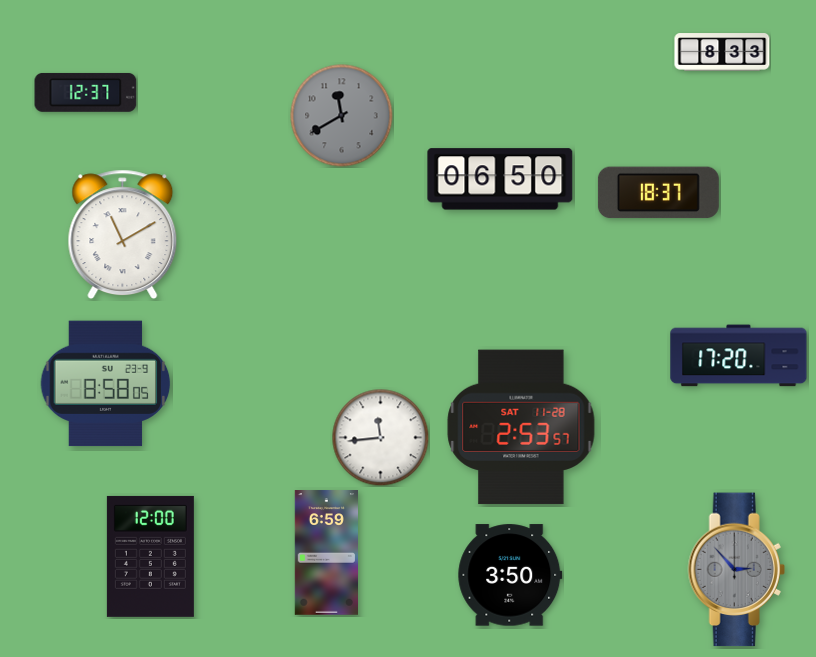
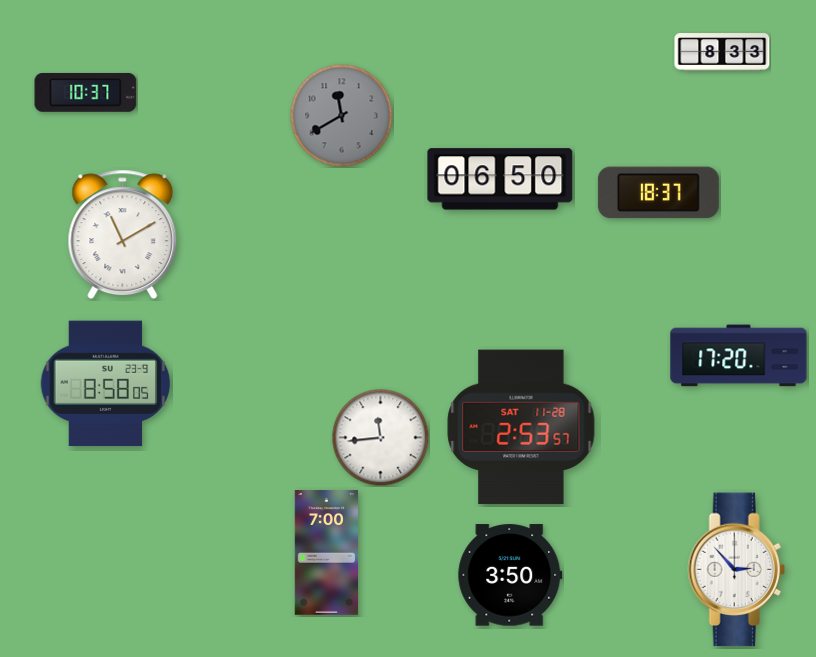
clock at (86, 92): 12:37 -> 10:37
clock at (326, 553): 6:59 -> 7:00
clock at (150, 556): 12:00 -> none
clock at (736, 570) dial: grey -> white
